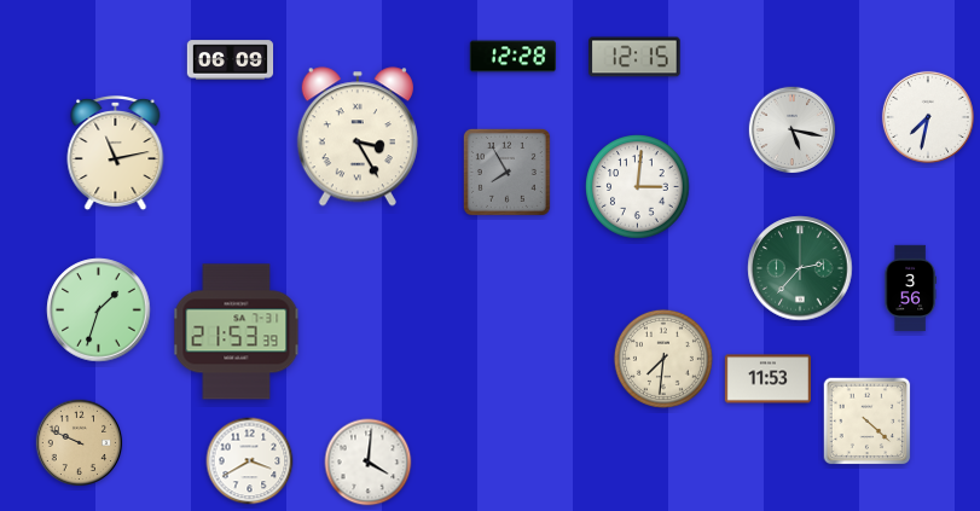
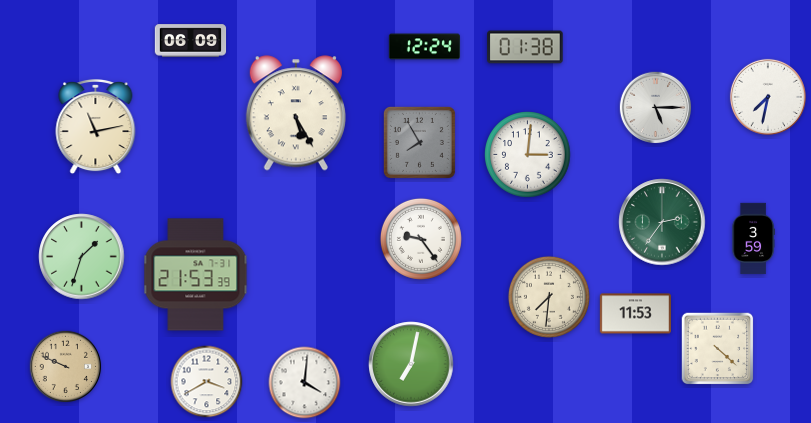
clock at (512, 57): 12:28 -> 12:24
clock at (634, 57): 12:15 -> 01:38
clock at (231, 60) position: (231, 60) -> (191, 41)
clock at (793, 130): 5:17 -> 5:15
clock at (358, 137): 3:25 -> 5:25
clock at (800, 268): 2:37 -> 2:36
clock at (421, 239): none -> 9:24
clock at (910, 289): 3:56 -> 3:59
clock at (411, 364): none -> 7:02
